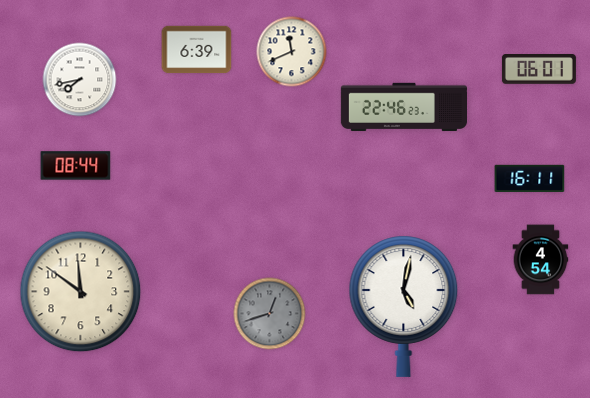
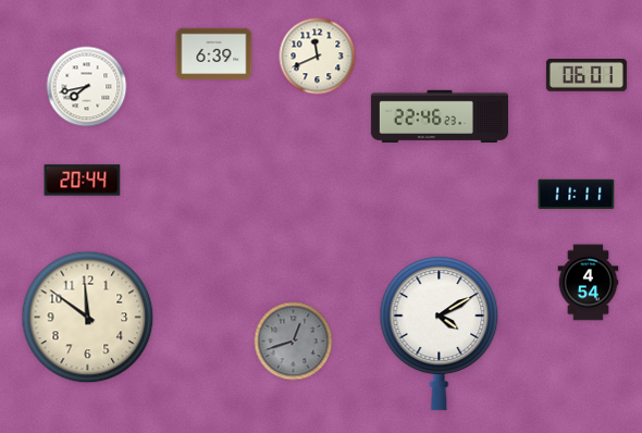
clock at (76, 166): 08:44 -> 20:44
clock at (530, 178): 16:11 -> 11:11
clock at (404, 306): 5:02 -> 4:10
